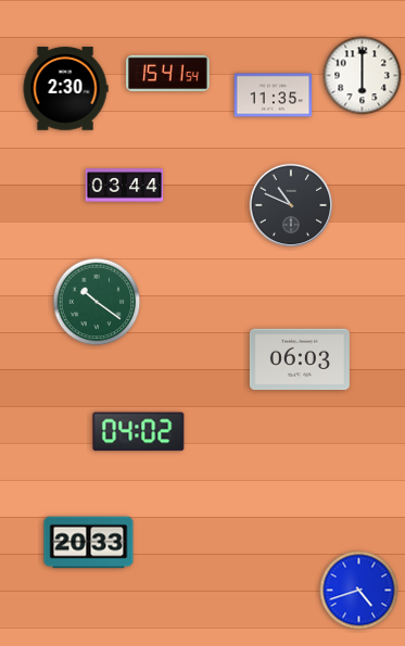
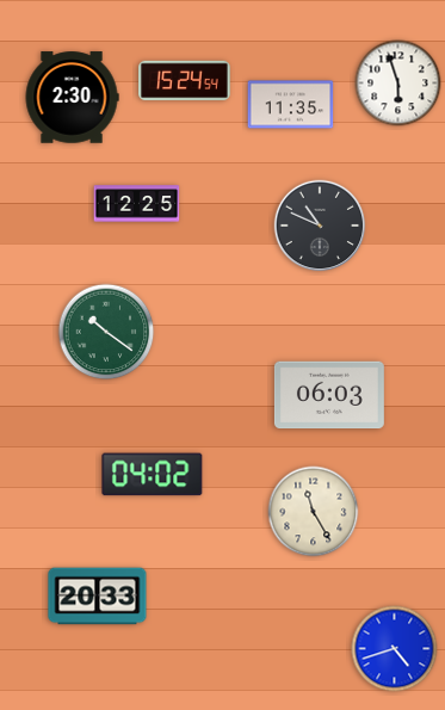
clock at (168, 73): 15:41 -> 15:24
clock at (363, 76): 6:00 -> 5:57
clock at (274, 96) position: (274, 96) -> (291, 105)
clock at (125, 186): 03:44 -> 12:25
clock at (314, 512): none -> 11:25
